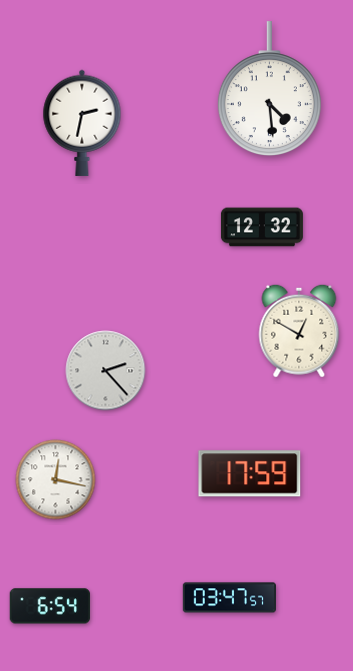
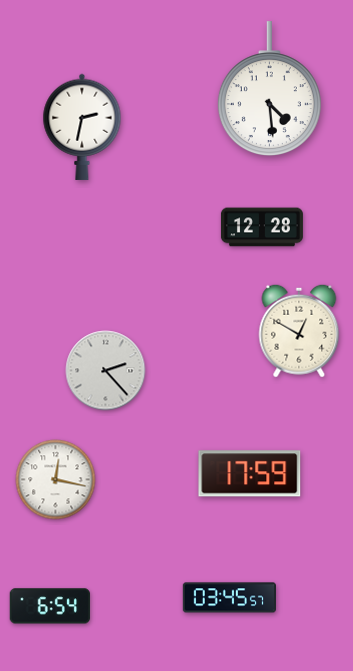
clock at (82, 123) position: (82, 123) -> (82, 127)
clock at (262, 227): 12:32 -> 12:28
clock at (229, 598): 03:47 -> 03:45
